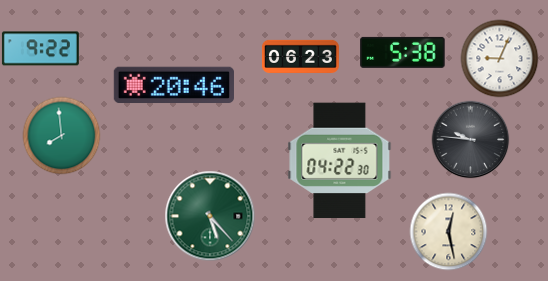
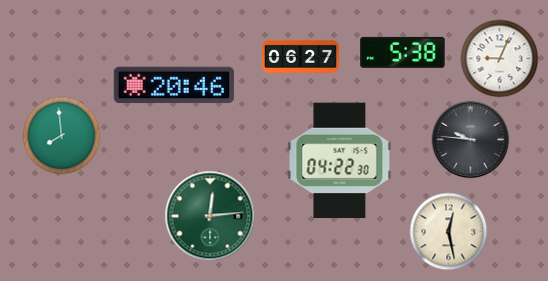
clock at (40, 49): 9:22 -> none
clock at (300, 56): 06:23 -> 06:27
clock at (210, 216): 5:23 -> 12:14
